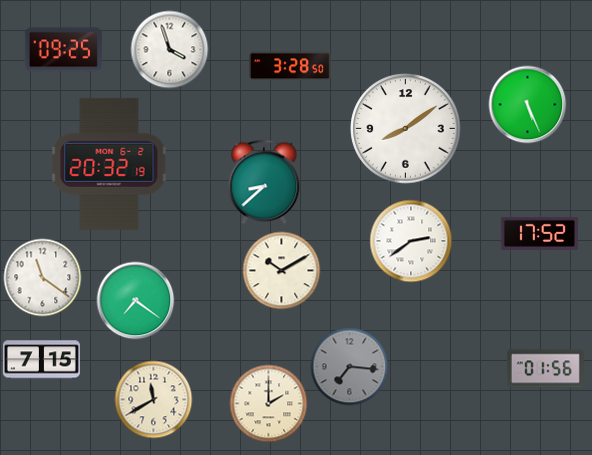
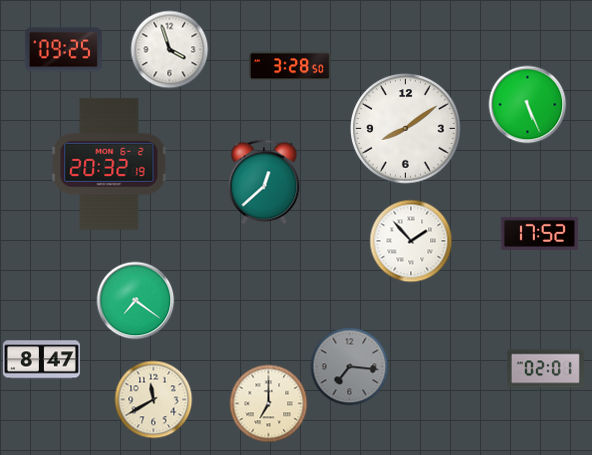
clock at (264, 182): 8:38 -> 12:38
clock at (411, 241): 2:39 -> 1:53
clock at (281, 270): 10:10 -> none
clock at (42, 277): 11:21 -> none
clock at (41, 360): 7:15 -> 8:47
clock at (545, 369): 01:56 -> 02:01
clock at (268, 403): 2:00 -> 7:00
